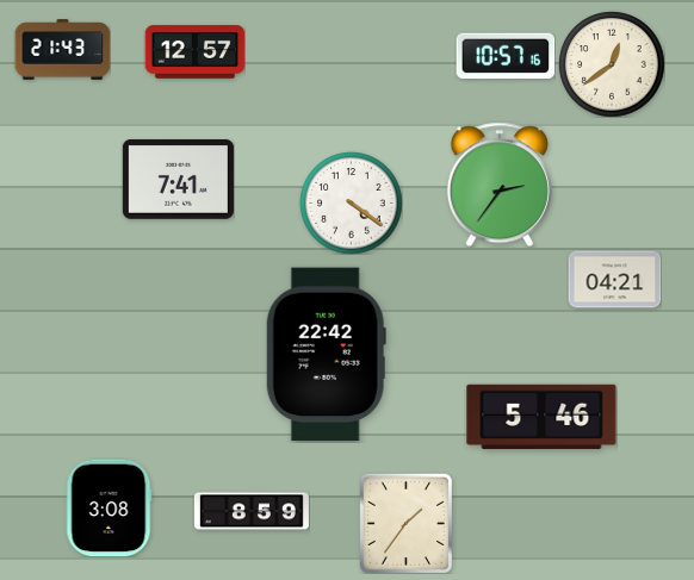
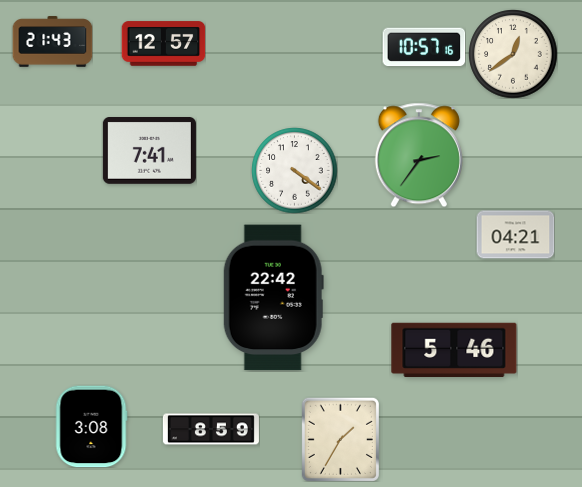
clock at (405, 523): 1:36 -> 1:35
